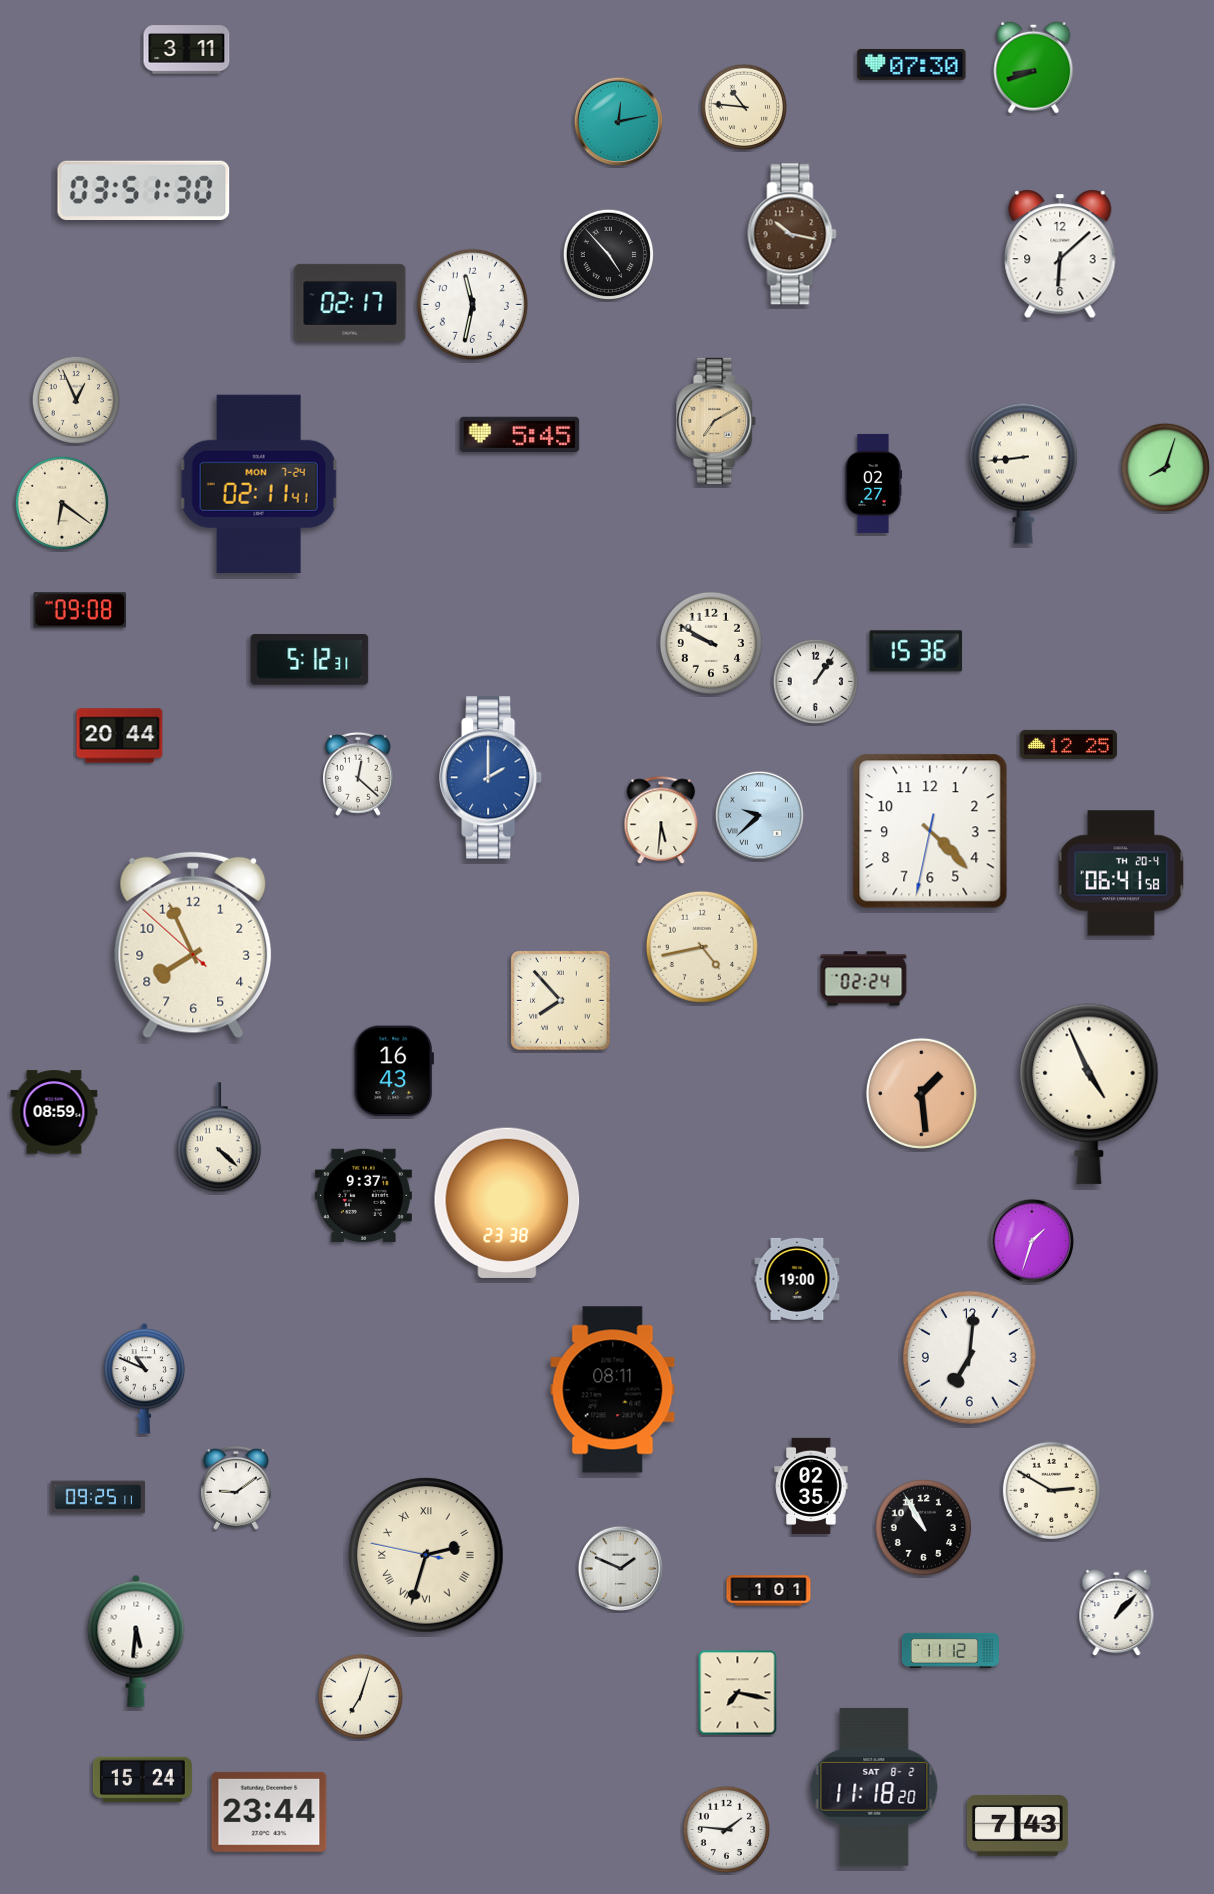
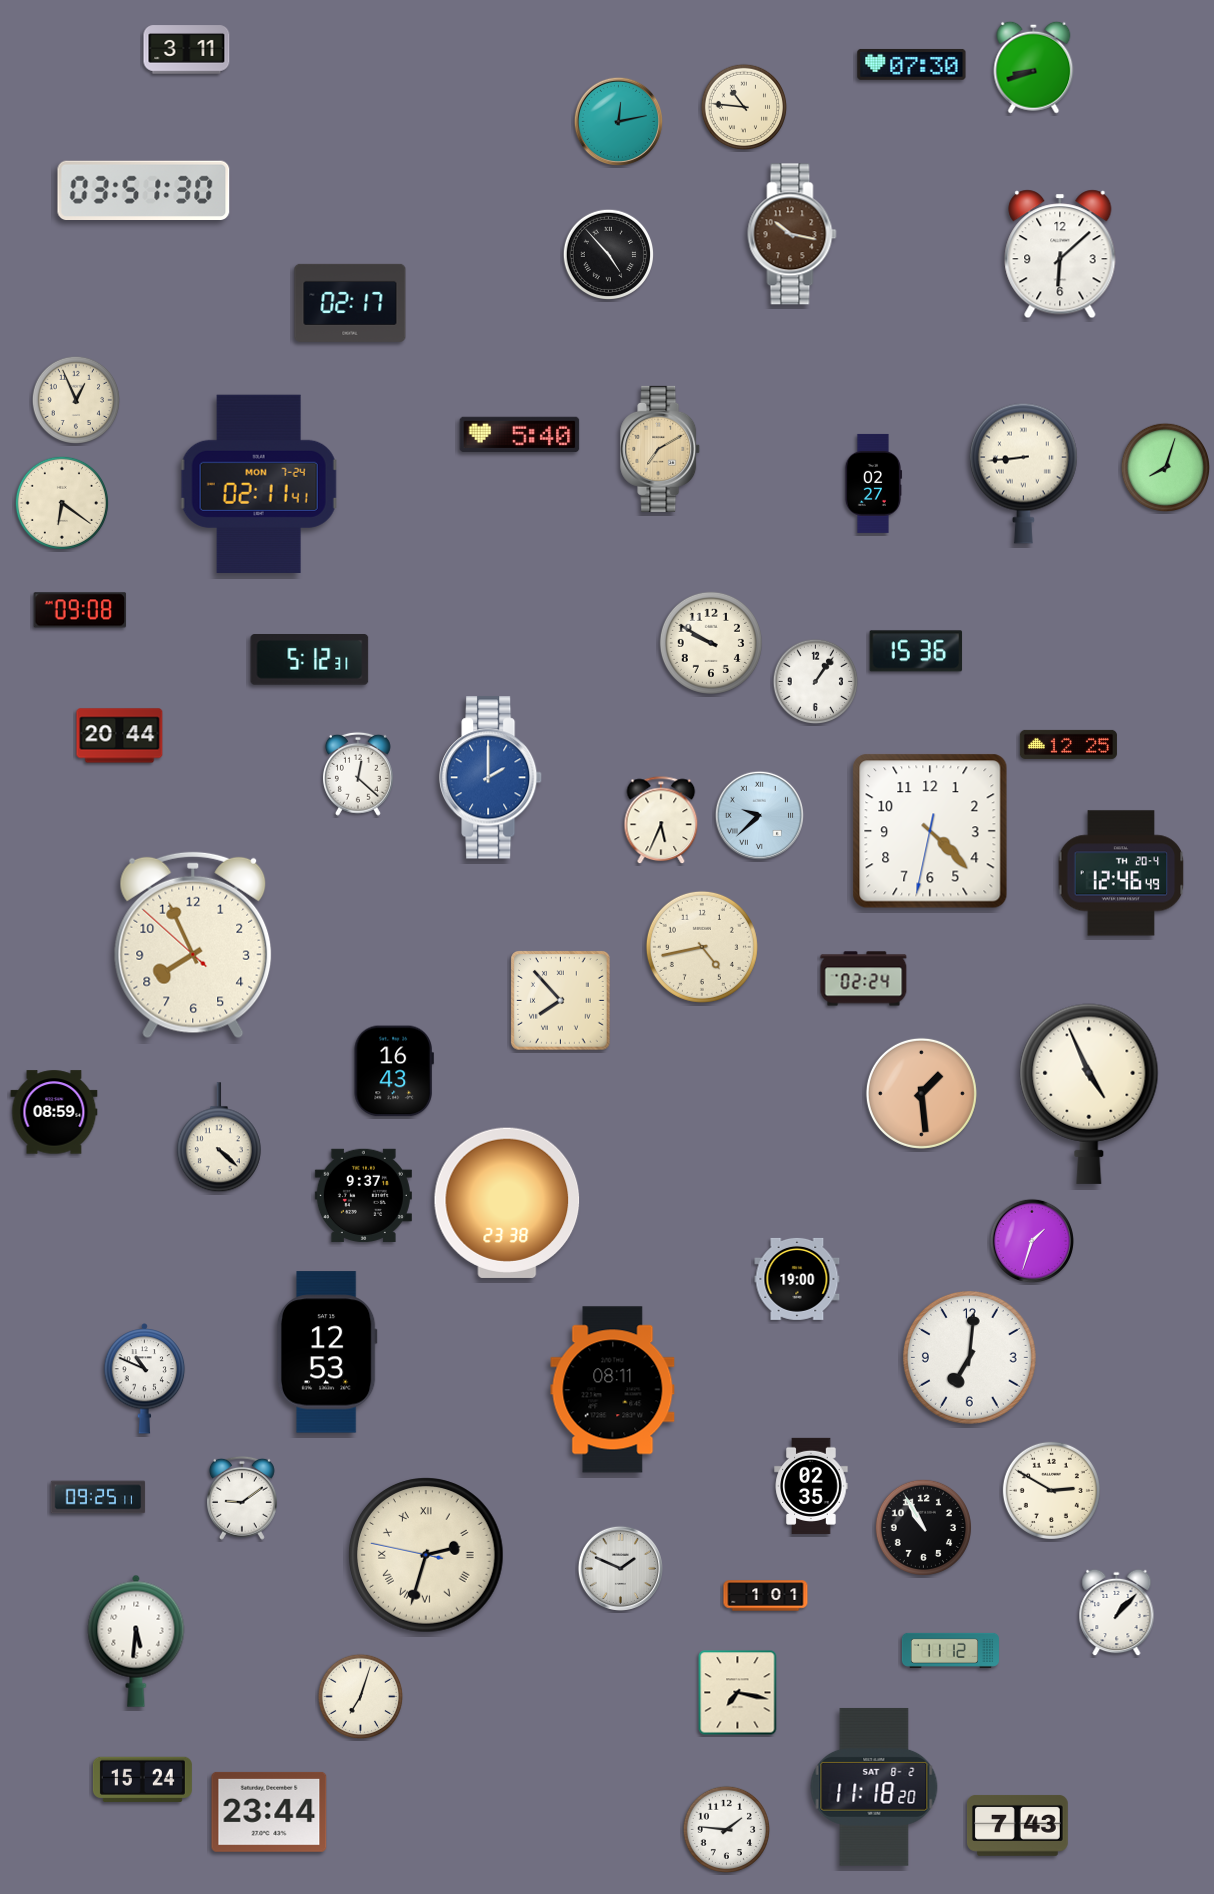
clock at (472, 304): 11:32 -> none
clock at (717, 421) position: (717, 421) -> (661, 449)
clock at (520, 435): 5:45 -> 5:40
clock at (661, 821): 5:31 -> 5:34
clock at (1121, 873): 06:41 -> 12:46
clock at (327, 1352): none -> 12:53
clock at (236, 1488) position: (236, 1488) -> (242, 1498)
clock at (769, 1591) position: (769, 1591) -> (766, 1596)
